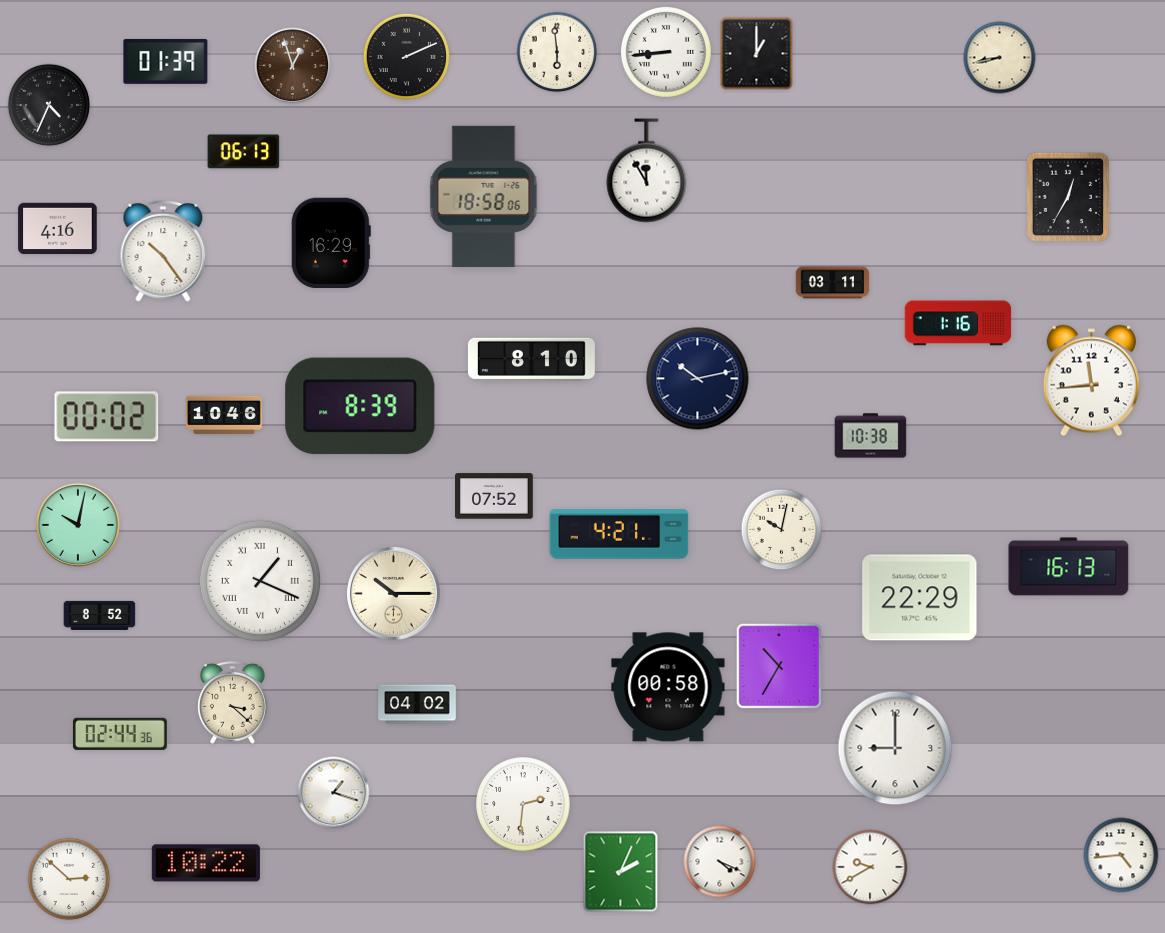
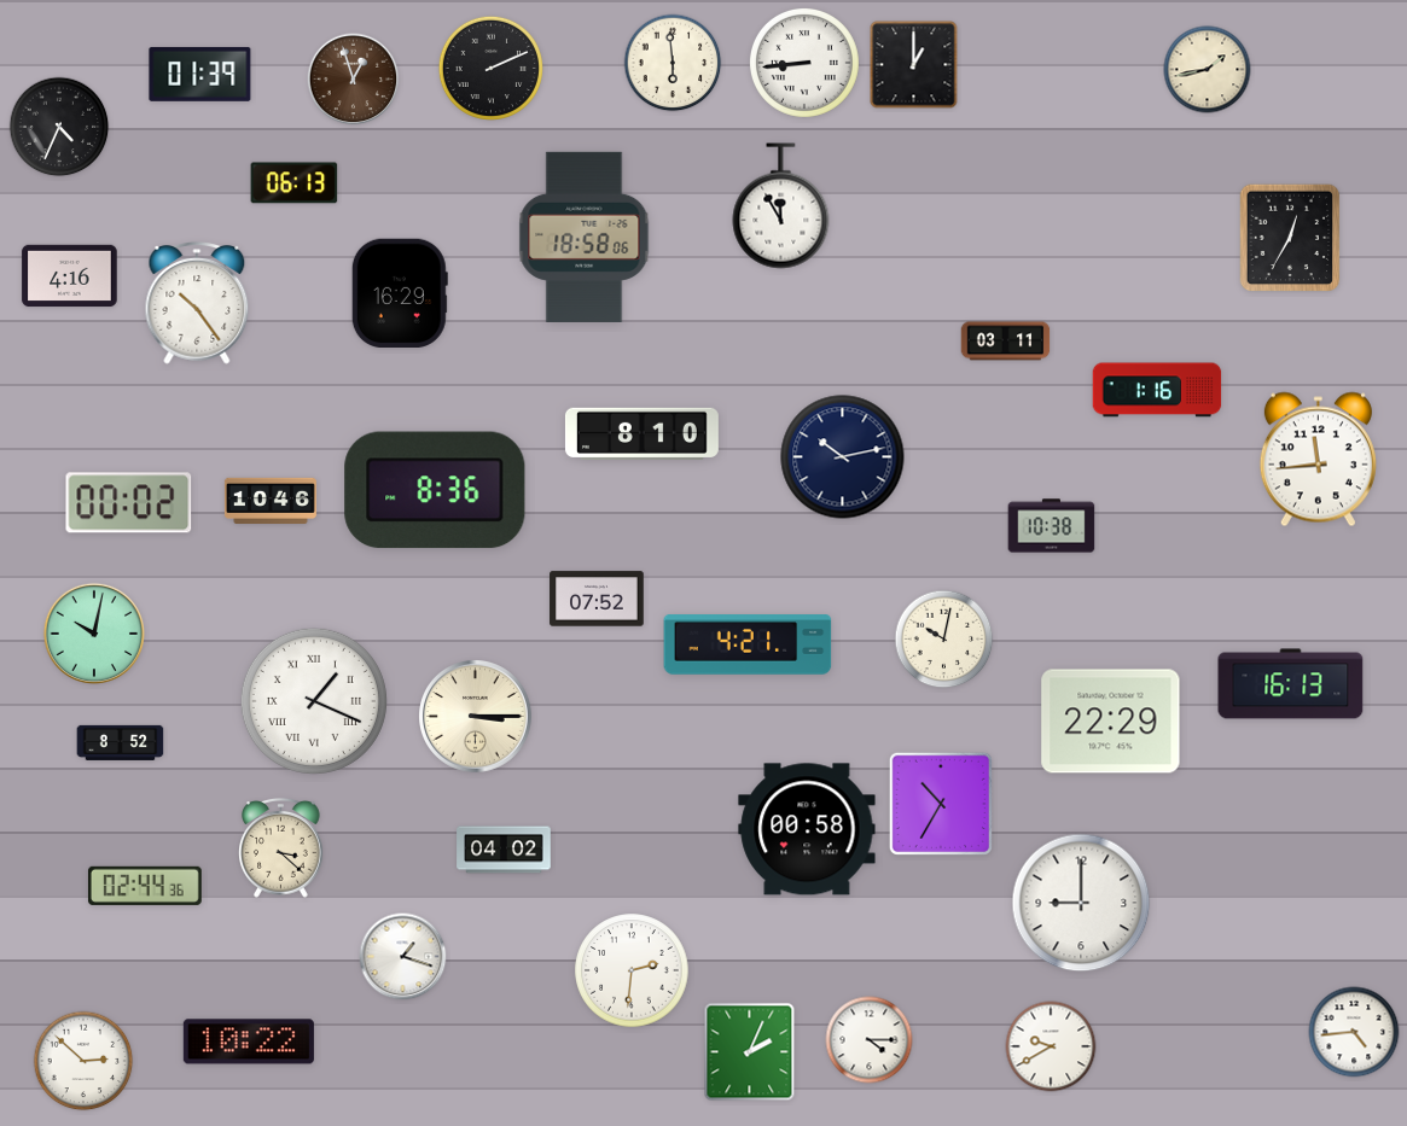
clock at (1000, 58): 8:43 -> 1:43
clock at (360, 406): 8:39 -> 8:36
clock at (394, 594): 10:15 -> 3:15
clock at (720, 862): 4:19 -> 4:15
